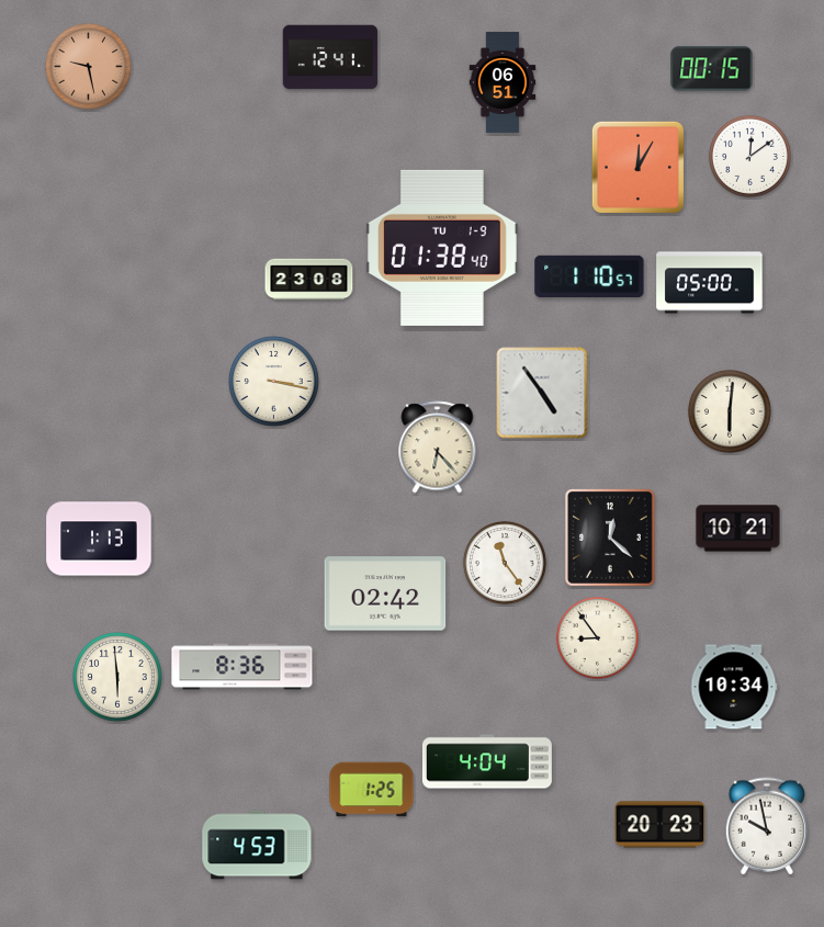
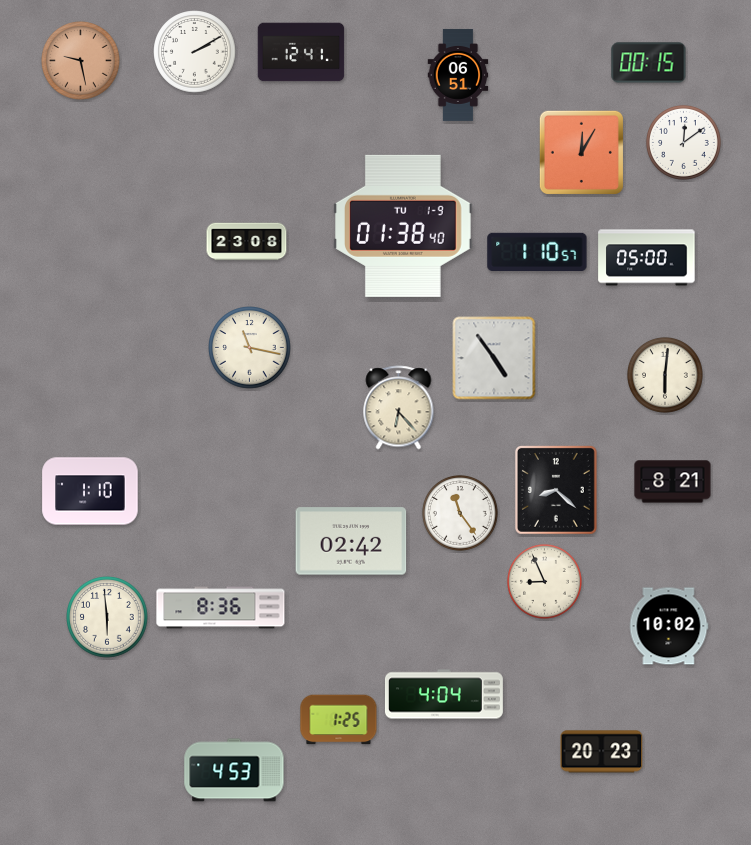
clock at (195, 52): none -> 2:10
clock at (309, 280) position: (309, 280) -> (247, 242)
clock at (274, 382): 3:17 -> 11:17
clock at (738, 529): 10:21 -> 8:21
clock at (99, 539): 1:13 -> 1:10
clock at (610, 539): 12:22 -> 8:22
clock at (597, 637): 8:54 -> 8:56
clock at (734, 687): 10:34 -> 10:02
clock at (766, 826): 9:58 -> none
